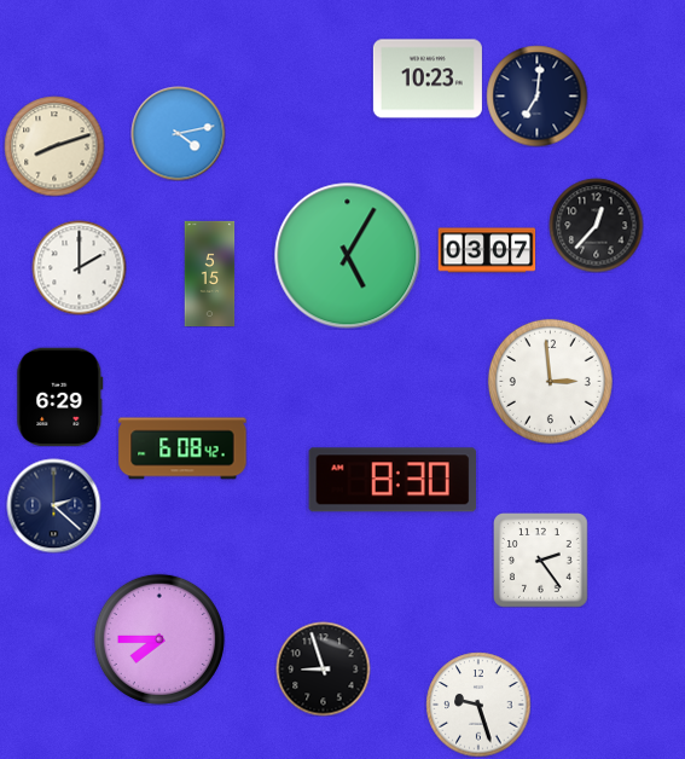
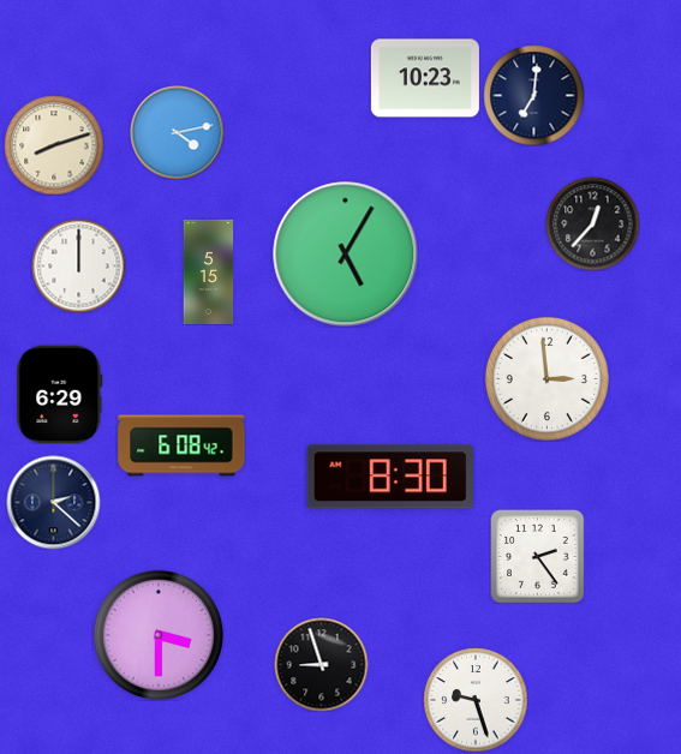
clock at (487, 250): 03:07 -> none
clock at (79, 267): 2:00 -> 12:00
clock at (159, 639): 7:45 -> 3:30
